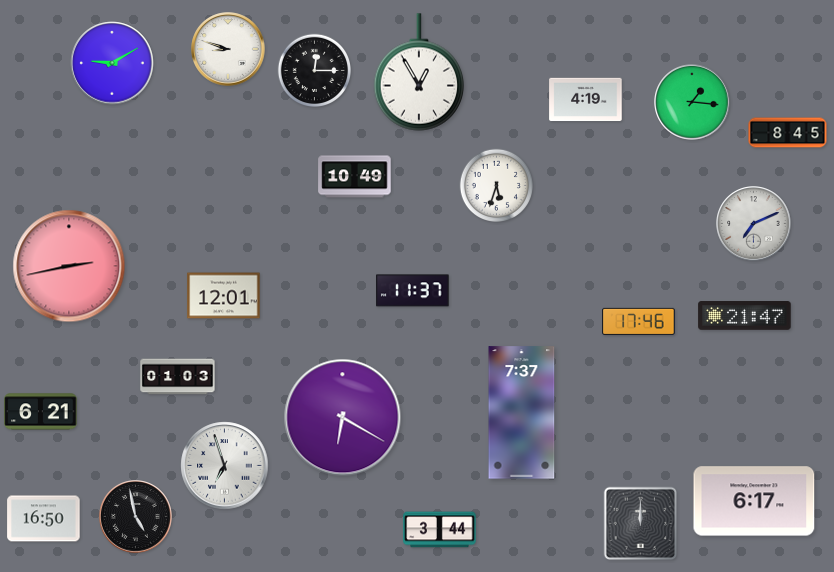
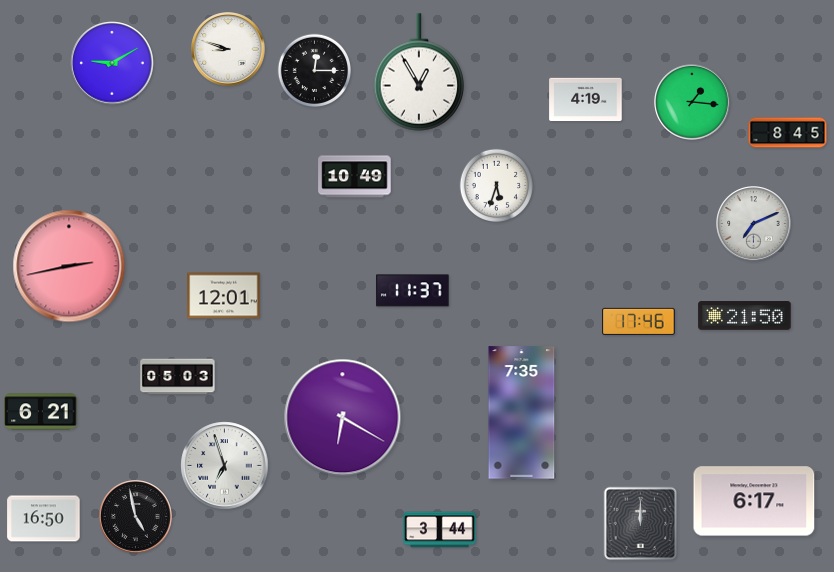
clock at (745, 316): 21:47 -> 21:50
clock at (178, 377): 01:03 -> 05:03
clock at (522, 413): 7:37 -> 7:35
